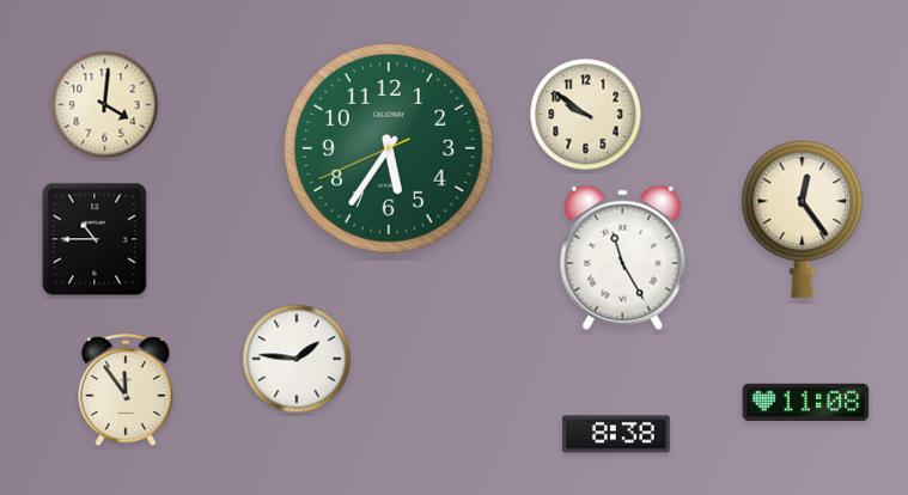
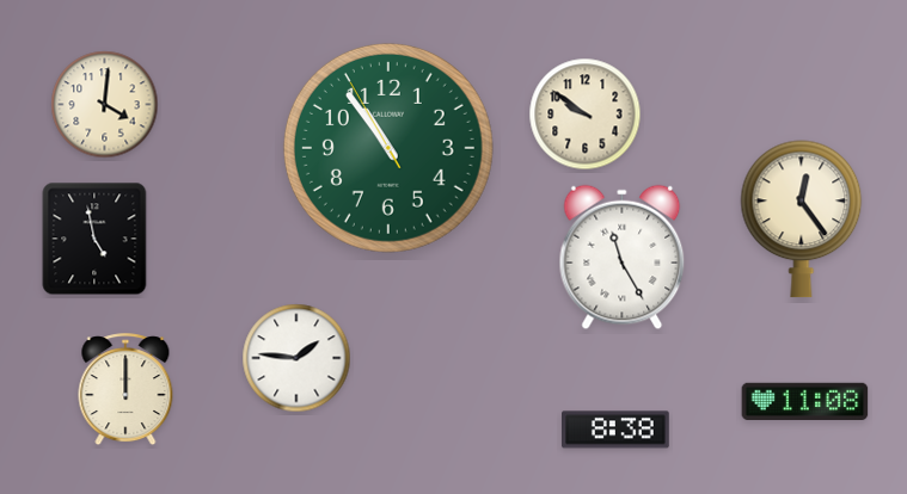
clock at (389, 148): 5:35 -> 10:53
clock at (95, 239): 10:45 -> 4:58
clock at (126, 391): 11:54 -> 12:00
clock at (617, 434) position: (617, 434) -> (617, 430)
